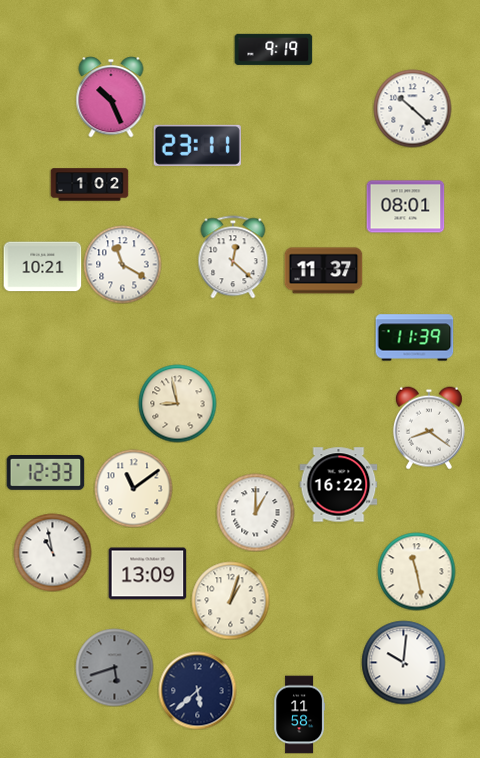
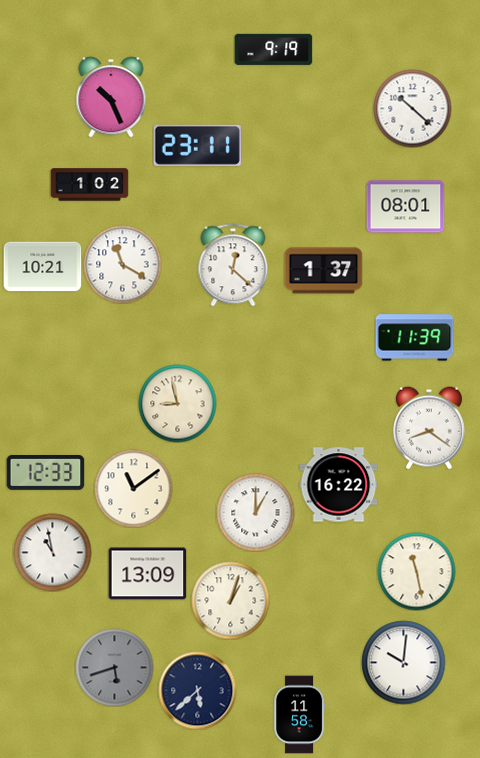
clock at (233, 257) position: (233, 257) -> (233, 265)
clock at (323, 271): 11:37 -> 1:37
